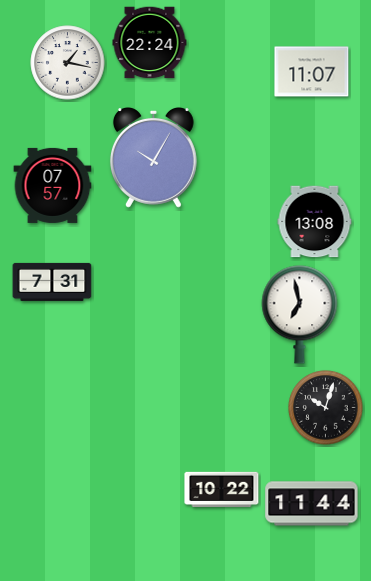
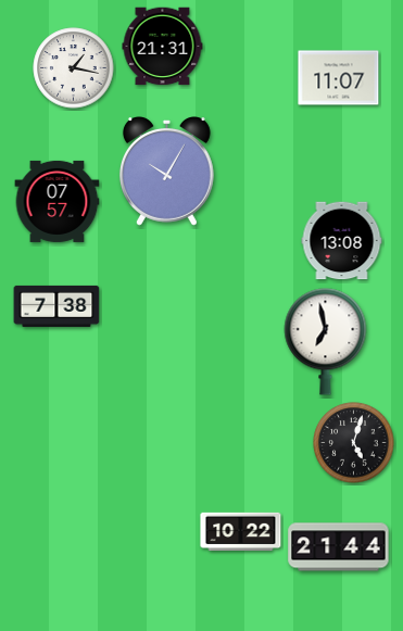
clock at (150, 43): 22:24 -> 21:31
clock at (52, 282): 7:31 -> 7:38
clock at (326, 408): 10:03 -> 5:03
clock at (312, 504): 11:44 -> 21:44
